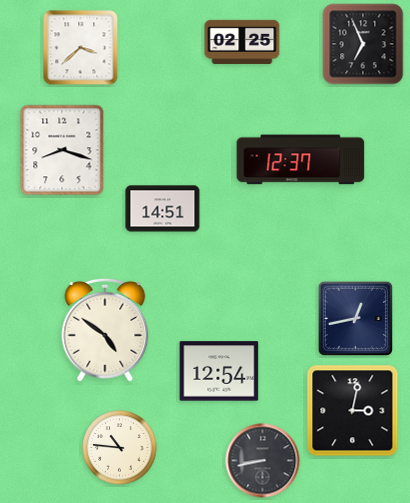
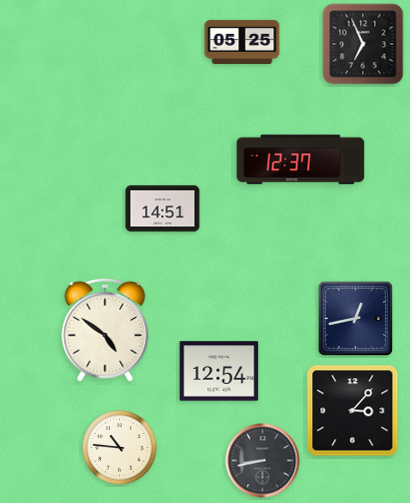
clock at (242, 42): 02:25 -> 05:25
clock at (81, 48): 3:38 -> none
clock at (62, 150): 8:18 -> none
clock at (353, 411): 3:02 -> 3:07
